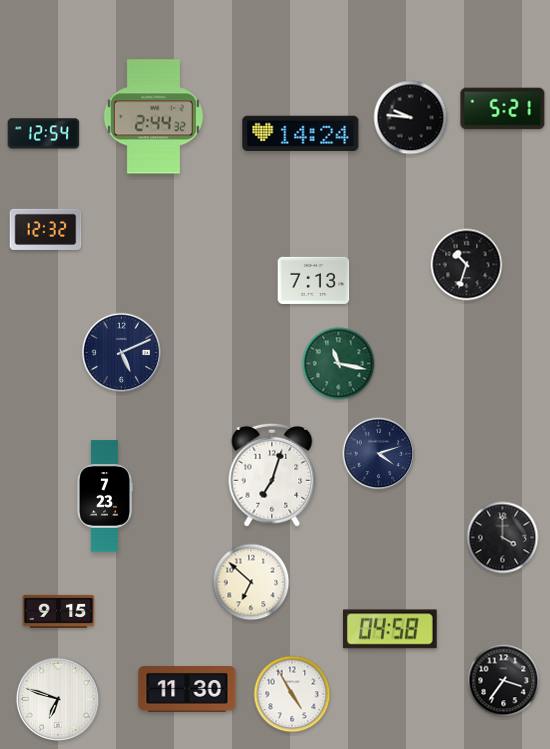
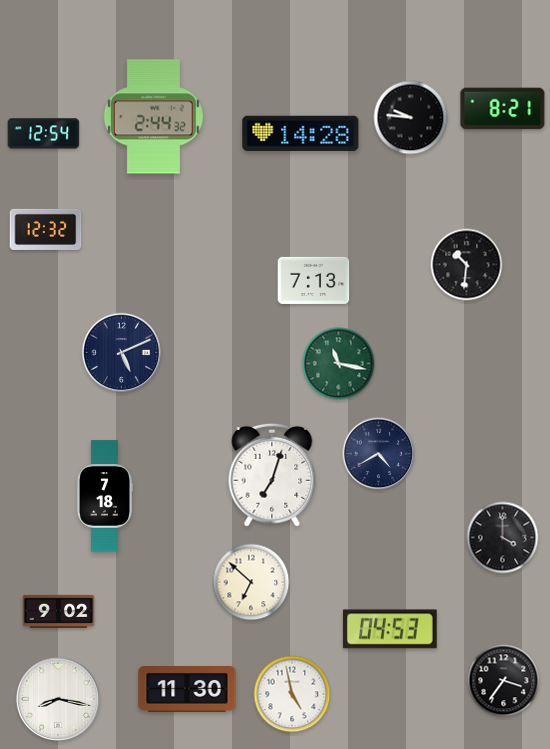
clock at (503, 109): 5:21 -> 8:21
clock at (301, 133): 14:24 -> 14:28
clock at (467, 265): 10:33 -> 10:31
clock at (379, 454): 4:12 -> 4:40
clock at (104, 496): 7:23 -> 7:18
clock at (59, 611): 9:15 -> 9:02
clock at (390, 629): 04:58 -> 04:53
clock at (292, 694): 4:55 -> 4:58
clock at (58, 699): 6:48 -> 8:17
